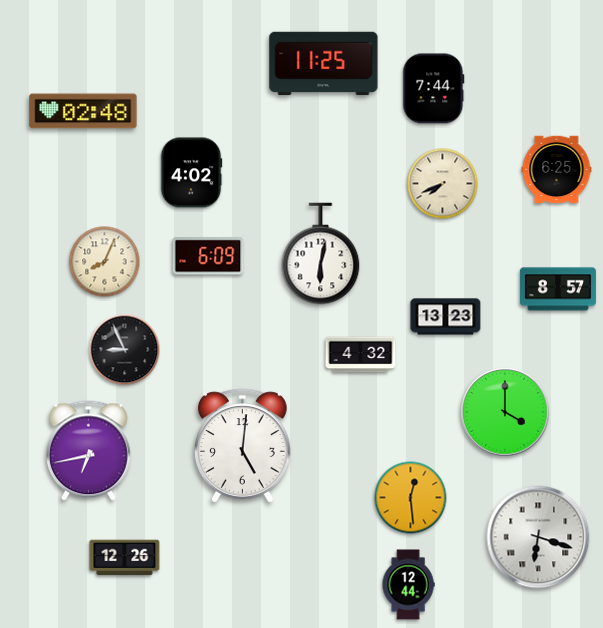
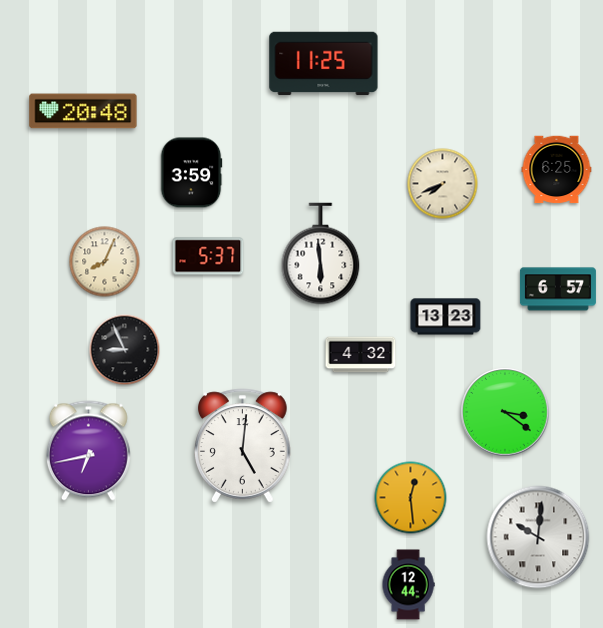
clock at (434, 89): 7:44 -> none
clock at (83, 111): 02:48 -> 20:48
clock at (191, 173): 4:02 -> 3:59
clock at (321, 254): 6:02 -> 5:59
clock at (208, 256): 6:09 -> 5:37
clock at (558, 289): 8:57 -> 6:57
clock at (505, 412): 4:00 -> 3:21
clock at (538, 537): 6:18 -> 10:01
clock at (125, 558): 12:26 -> none
